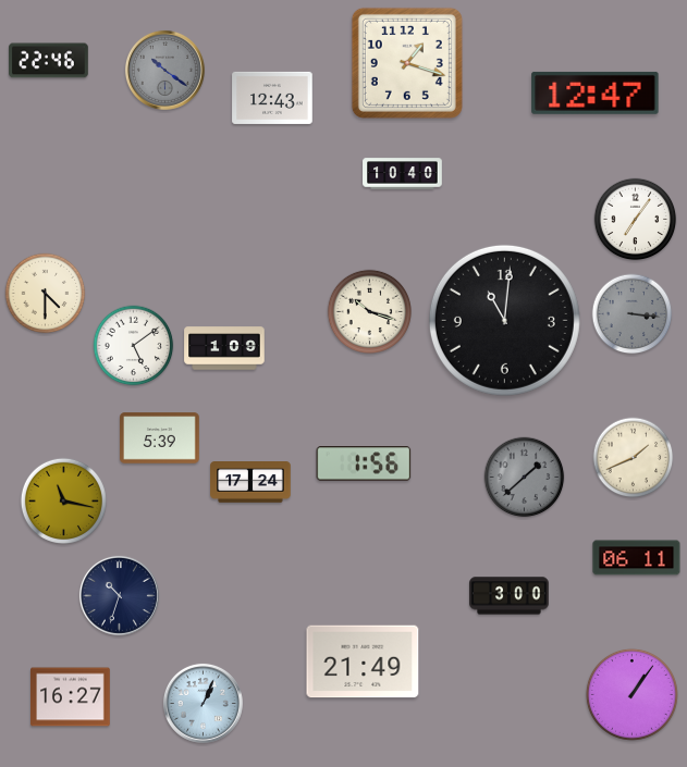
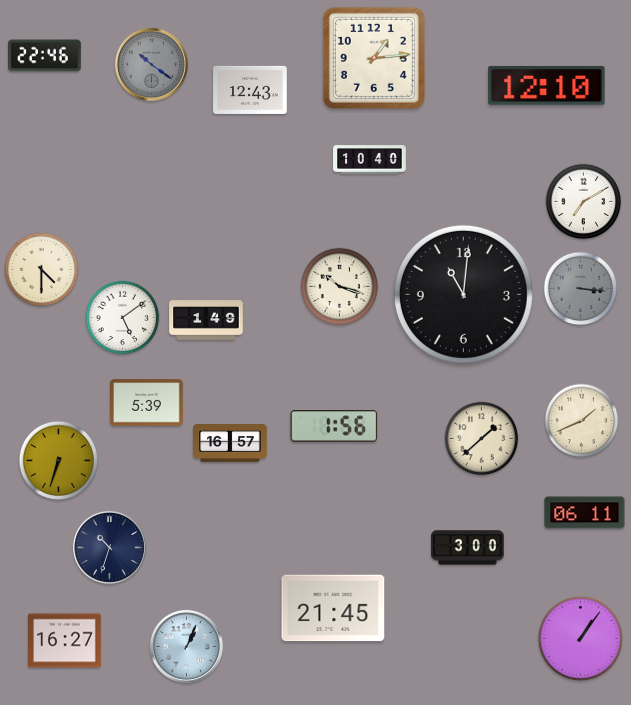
clock at (407, 63): 1:18 -> 1:14
clock at (596, 92): 12:47 -> 12:10
clock at (636, 220): 7:06 -> 7:10
clock at (224, 348): 1:09 -> 1:49
clock at (525, 478) dial: grey -> cream
clock at (250, 483): 17:24 -> 16:57
clock at (63, 500): 11:17 -> 6:33
clock at (363, 661): 21:49 -> 21:45
